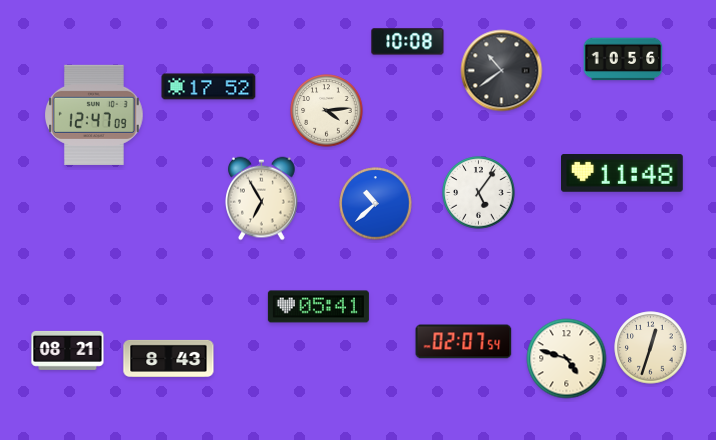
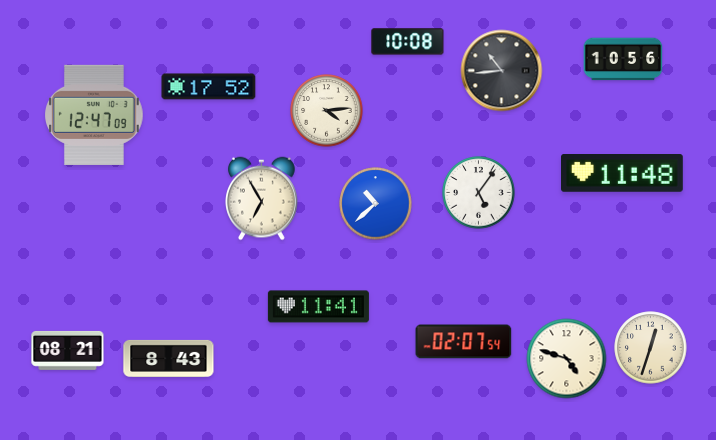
clock at (502, 71): 10:39 -> 10:44
clock at (318, 307): 05:41 -> 11:41
